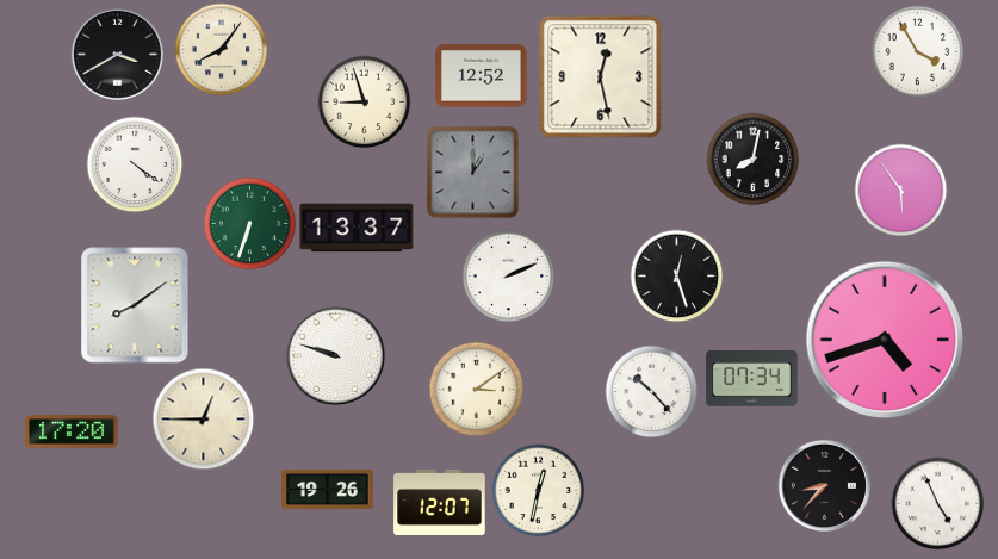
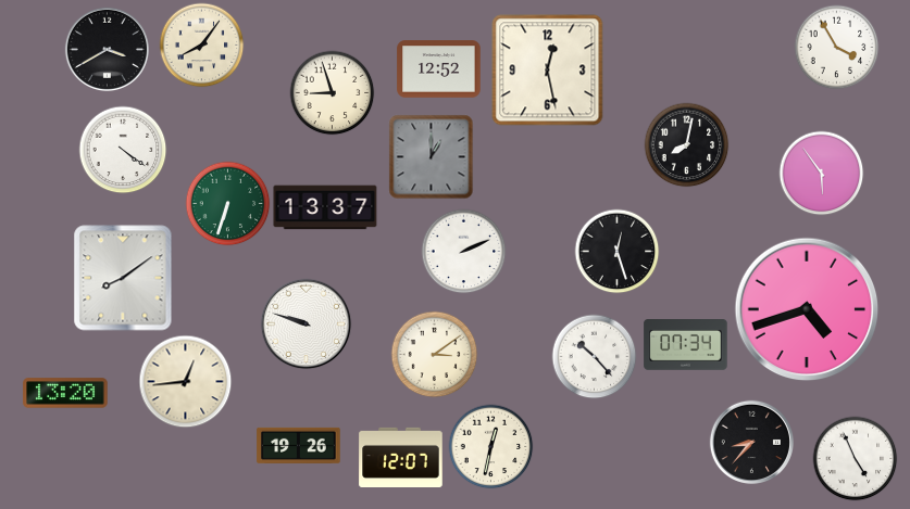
clock at (203, 418): 12:45 -> 12:44
clock at (72, 431): 17:20 -> 13:20
